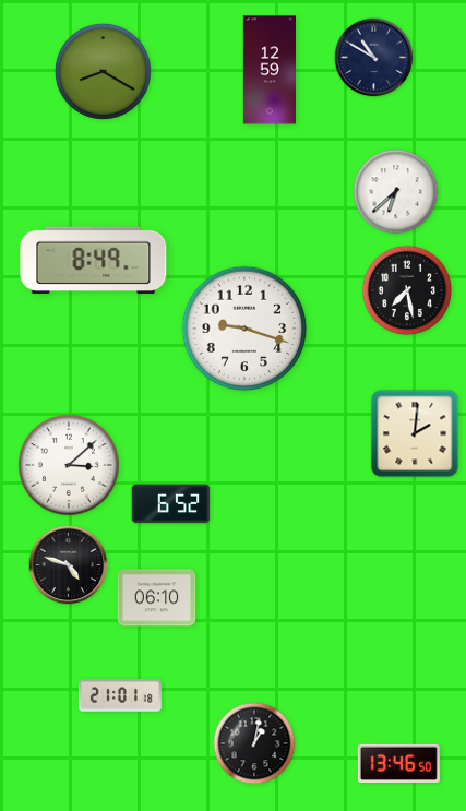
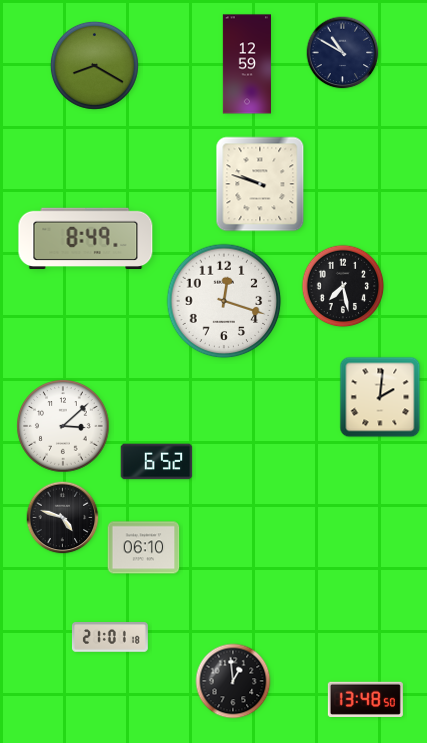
clock at (396, 192): 6:38 -> none
clock at (260, 184): none -> 9:48
clock at (407, 290) position: (407, 290) -> (343, 286)
clock at (244, 329): 9:18 -> 12:18
clock at (254, 743): 1:02 -> 12:59
clock at (398, 763): 13:46 -> 13:48
